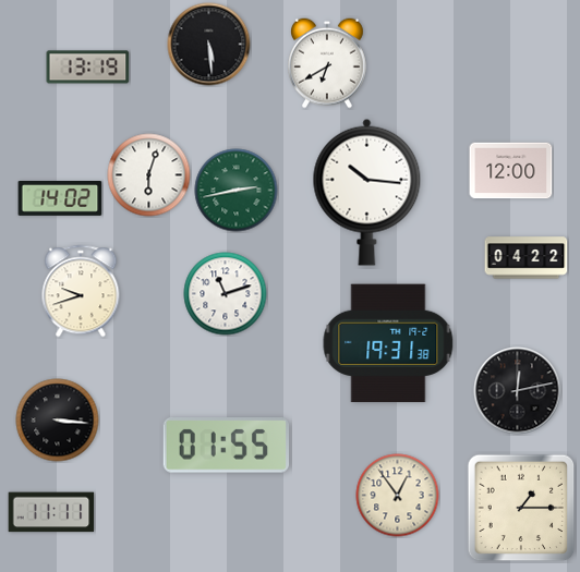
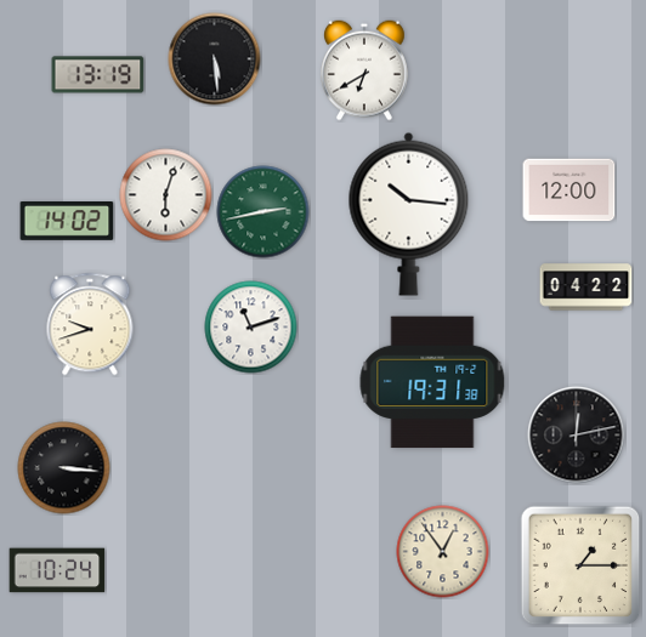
clock at (209, 45) position: (209, 45) -> (215, 59)
clock at (226, 446): 01:55 -> none
clock at (51, 512): 11:11 -> 10:24
